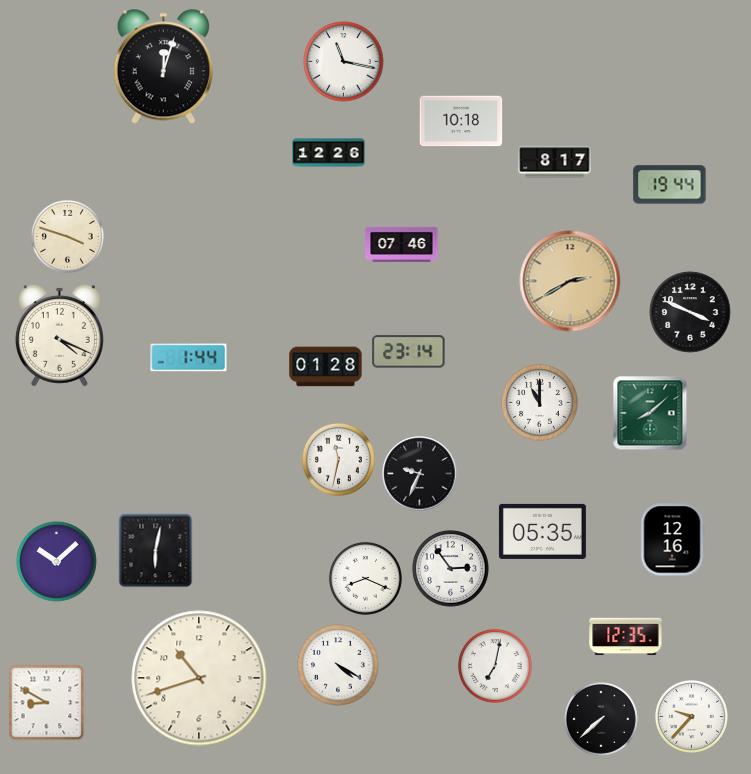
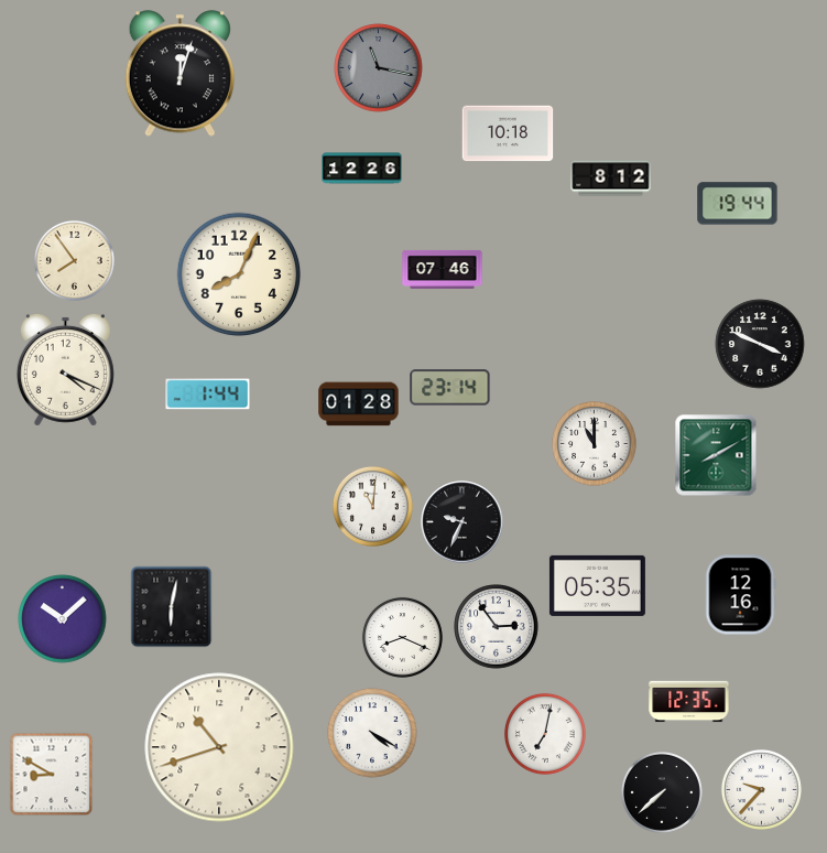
clock at (344, 62) dial: white -> grey
clock at (555, 162): 8:17 -> 8:12
clock at (67, 236): 3:48 -> 7:54
clock at (239, 274): none -> 8:04
clock at (570, 281): 2:40 -> none
clock at (650, 413): 8:08 -> 8:10
clock at (338, 459): 11:32 -> 11:01
